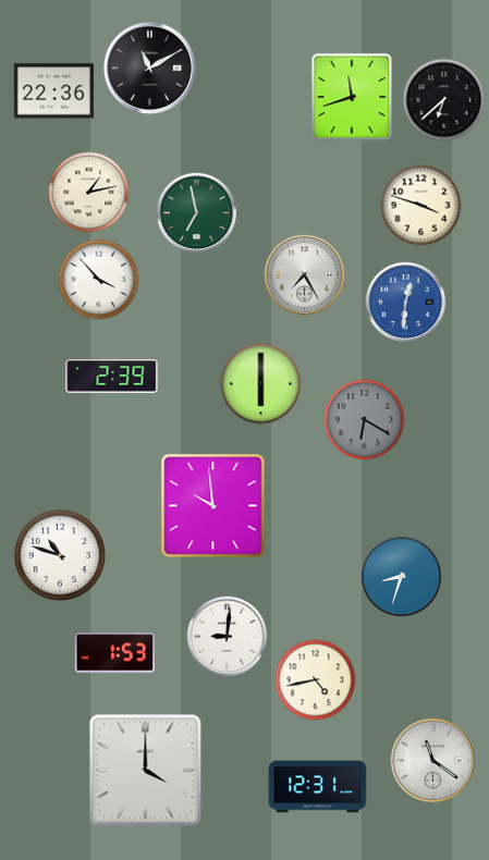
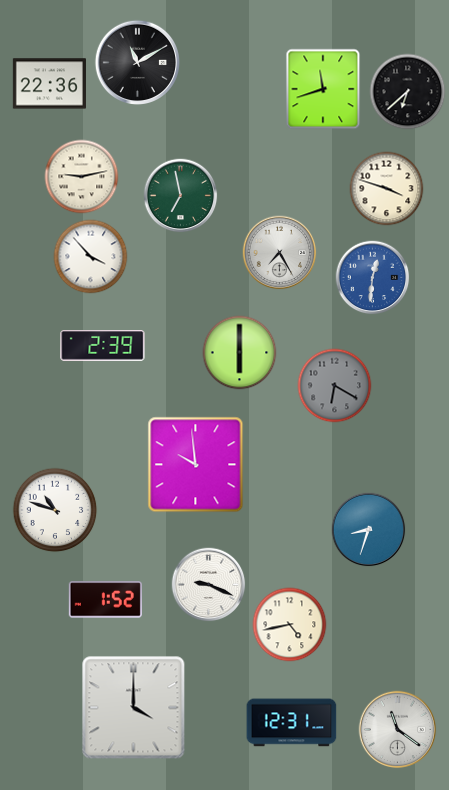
clock at (89, 193): 1:13 -> 9:13
clock at (228, 637): 9:01 -> 9:19
clock at (114, 653): 1:53 -> 1:52
clock at (433, 761) position: (433, 761) -> (398, 730)
